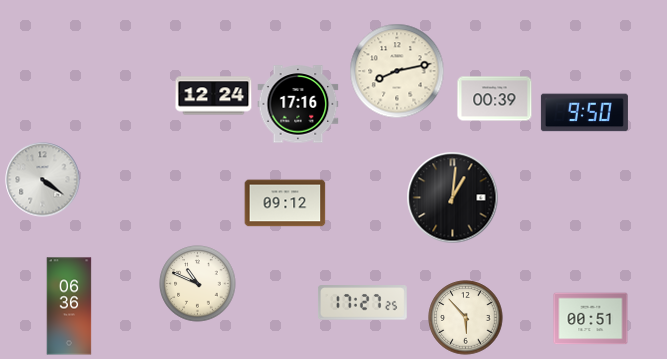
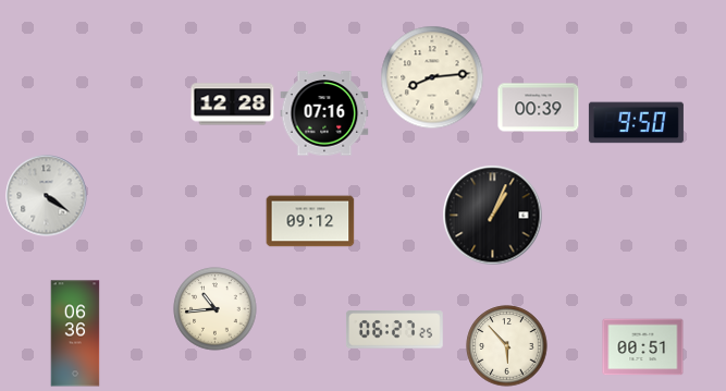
clock at (397, 71): 8:13 -> 8:14
clock at (214, 96): 12:24 -> 12:28
clock at (298, 104): 17:16 -> 07:16
clock at (453, 198): 1:01 -> 1:04
clock at (198, 284): 10:49 -> 10:44
clock at (362, 303): 17:27 -> 06:27
